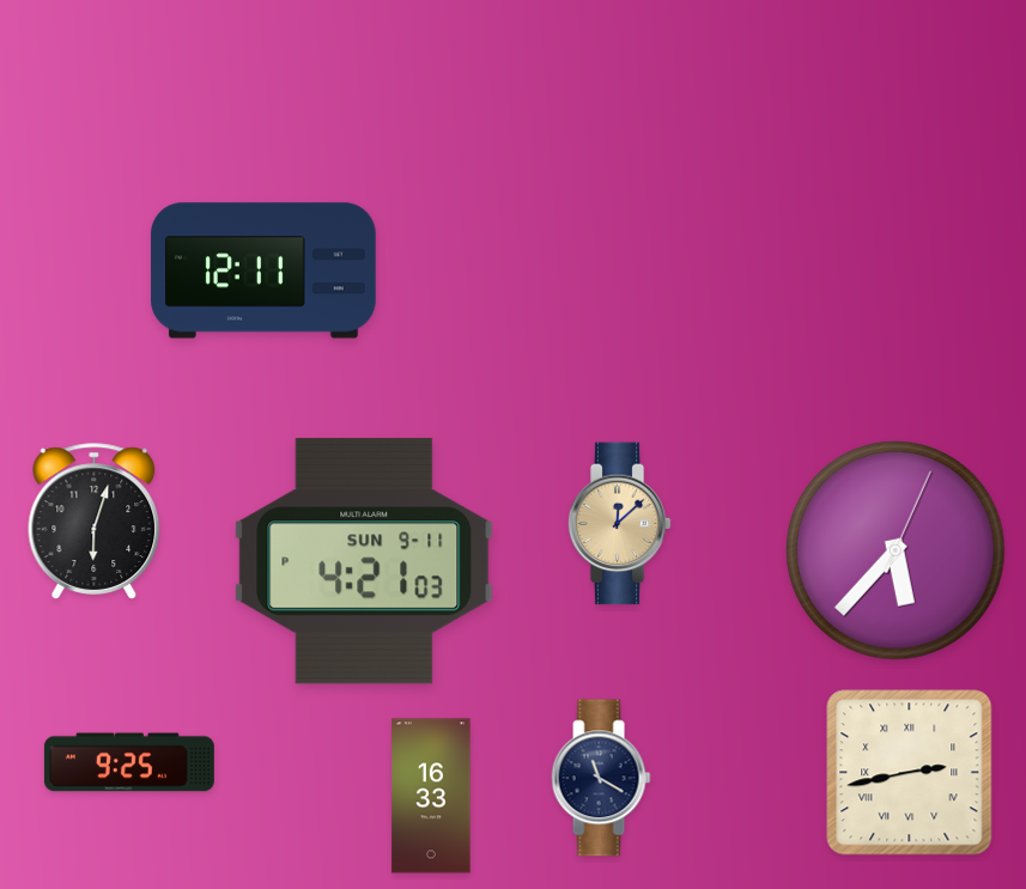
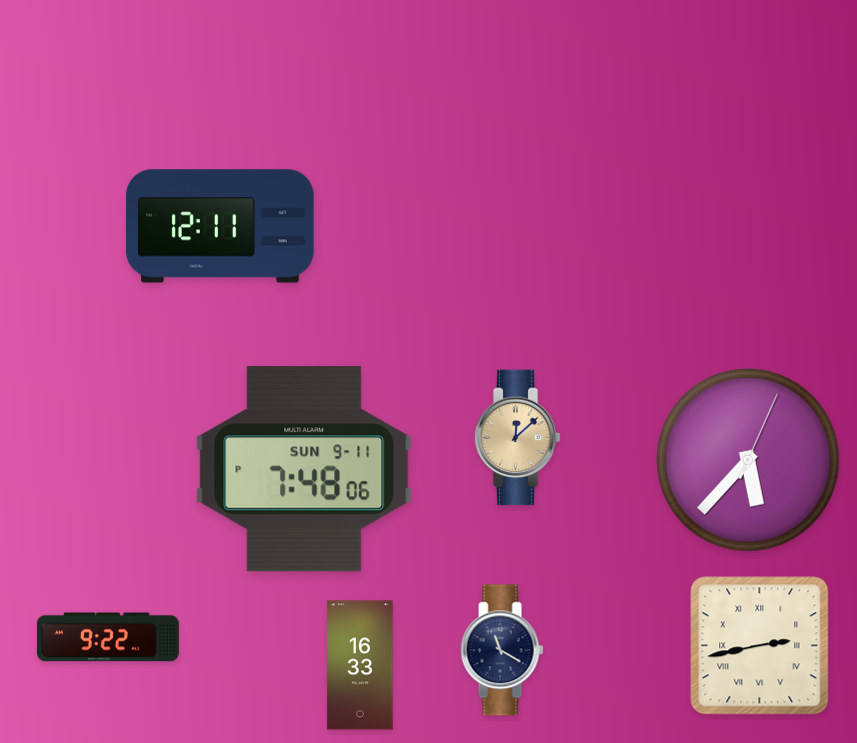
clock at (95, 522): 6:03 -> none
clock at (364, 561): 4:21 -> 7:48
clock at (129, 762): 9:25 -> 9:22
